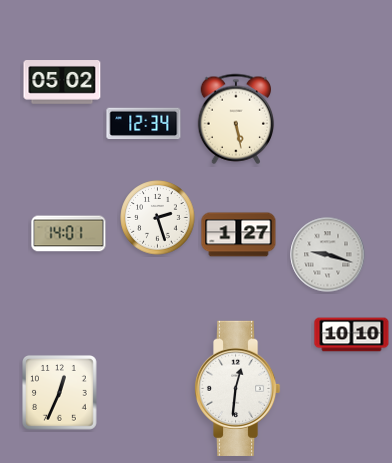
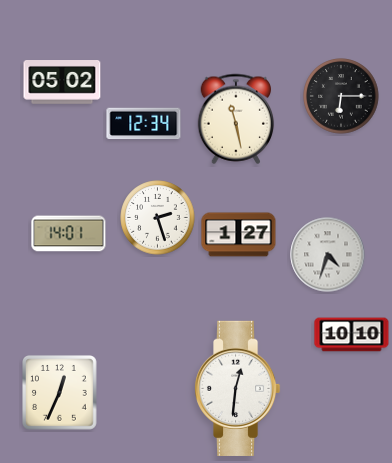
clock at (341, 96): none -> 6:15
clock at (236, 119): 5:28 -> 11:28
clock at (328, 255): 9:18 -> 4:33
